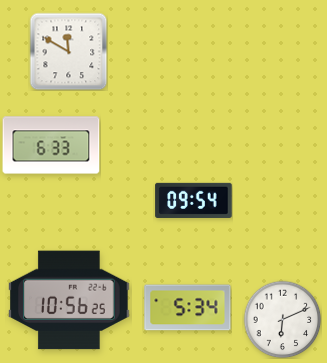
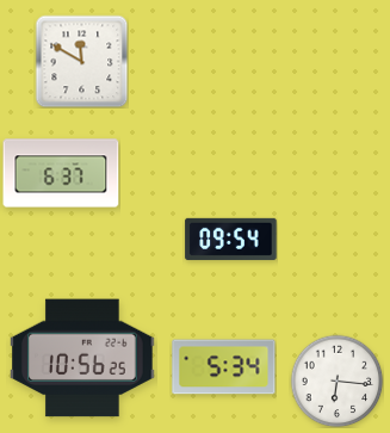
clock at (51, 145): 6:33 -> 6:37
clock at (282, 319): 6:11 -> 6:16
